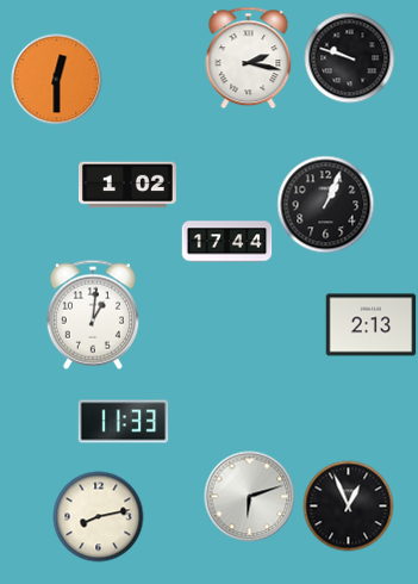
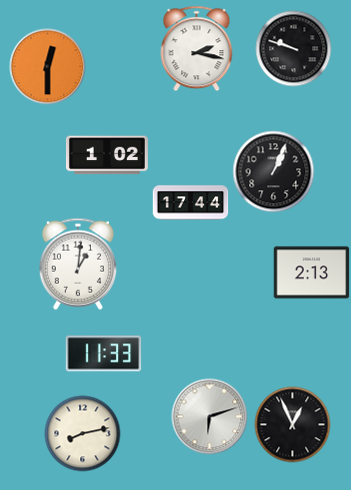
clock at (249, 58) position: (249, 58) -> (197, 49)
